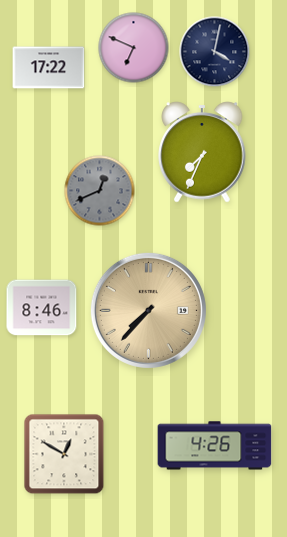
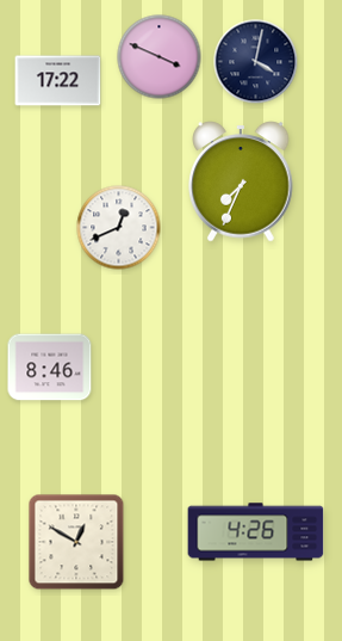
clock at (134, 48): 6:49 -> 3:49
clock at (100, 191) dial: grey -> white
clock at (148, 310): 7:37 -> none
